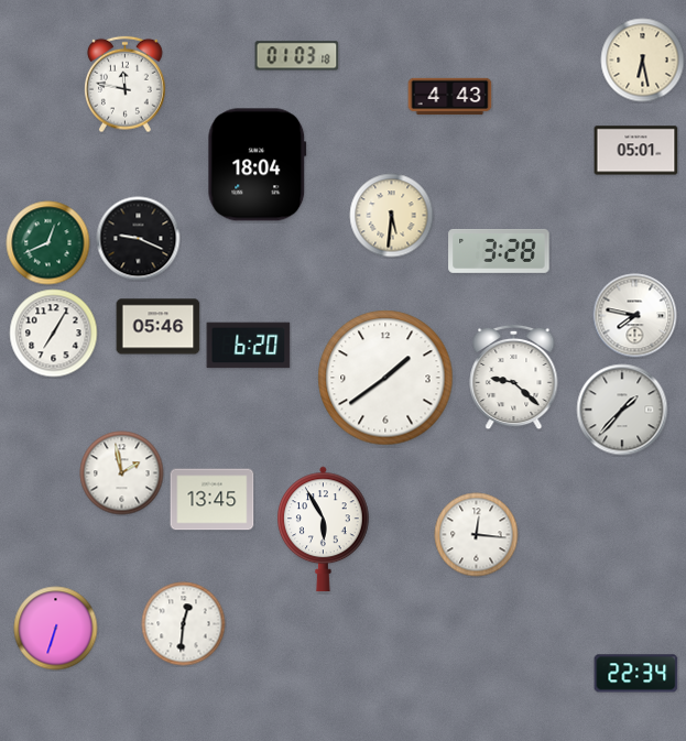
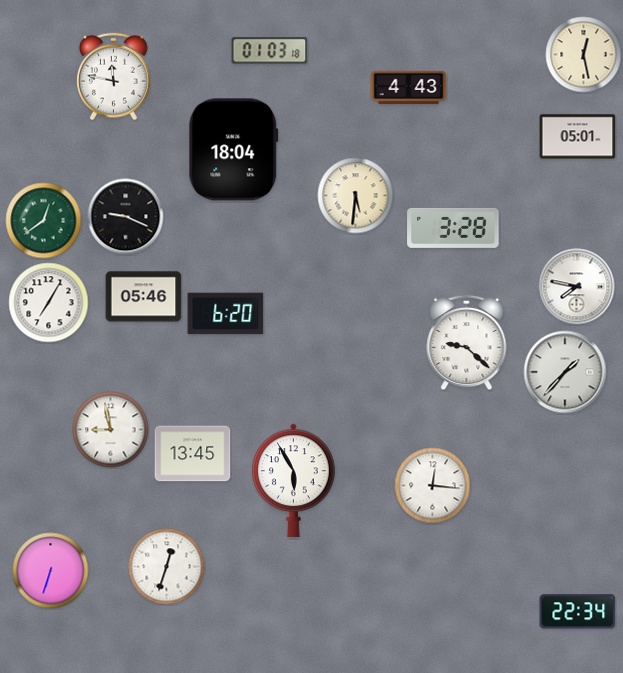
clock at (643, 61): 6:28 -> 12:28
clock at (48, 243): 12:41 -> 12:39
clock at (385, 378): 1:39 -> none
clock at (122, 473): 1:58 -> 8:58
clock at (184, 624): 12:31 -> 12:33
